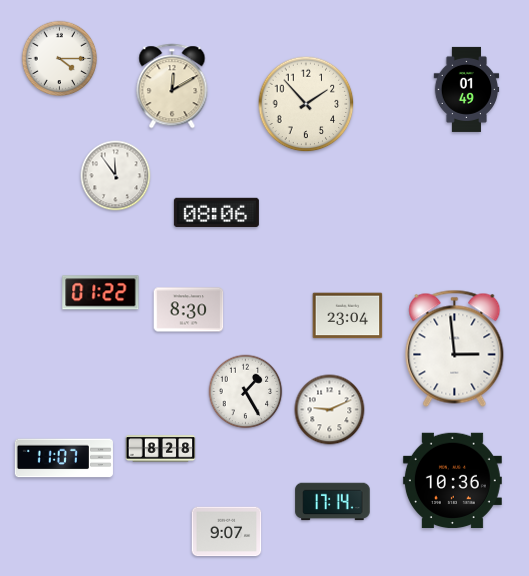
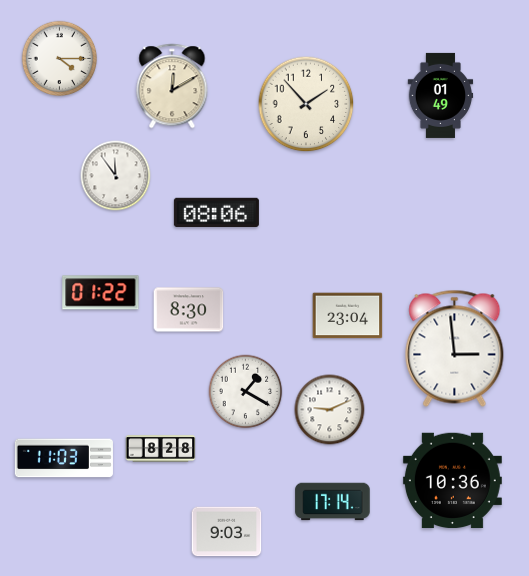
clock at (467, 89) position: (467, 89) -> (441, 95)
clock at (246, 392): 1:25 -> 1:20
clock at (64, 458): 11:07 -> 11:03
clock at (227, 532): 9:07 -> 9:03
